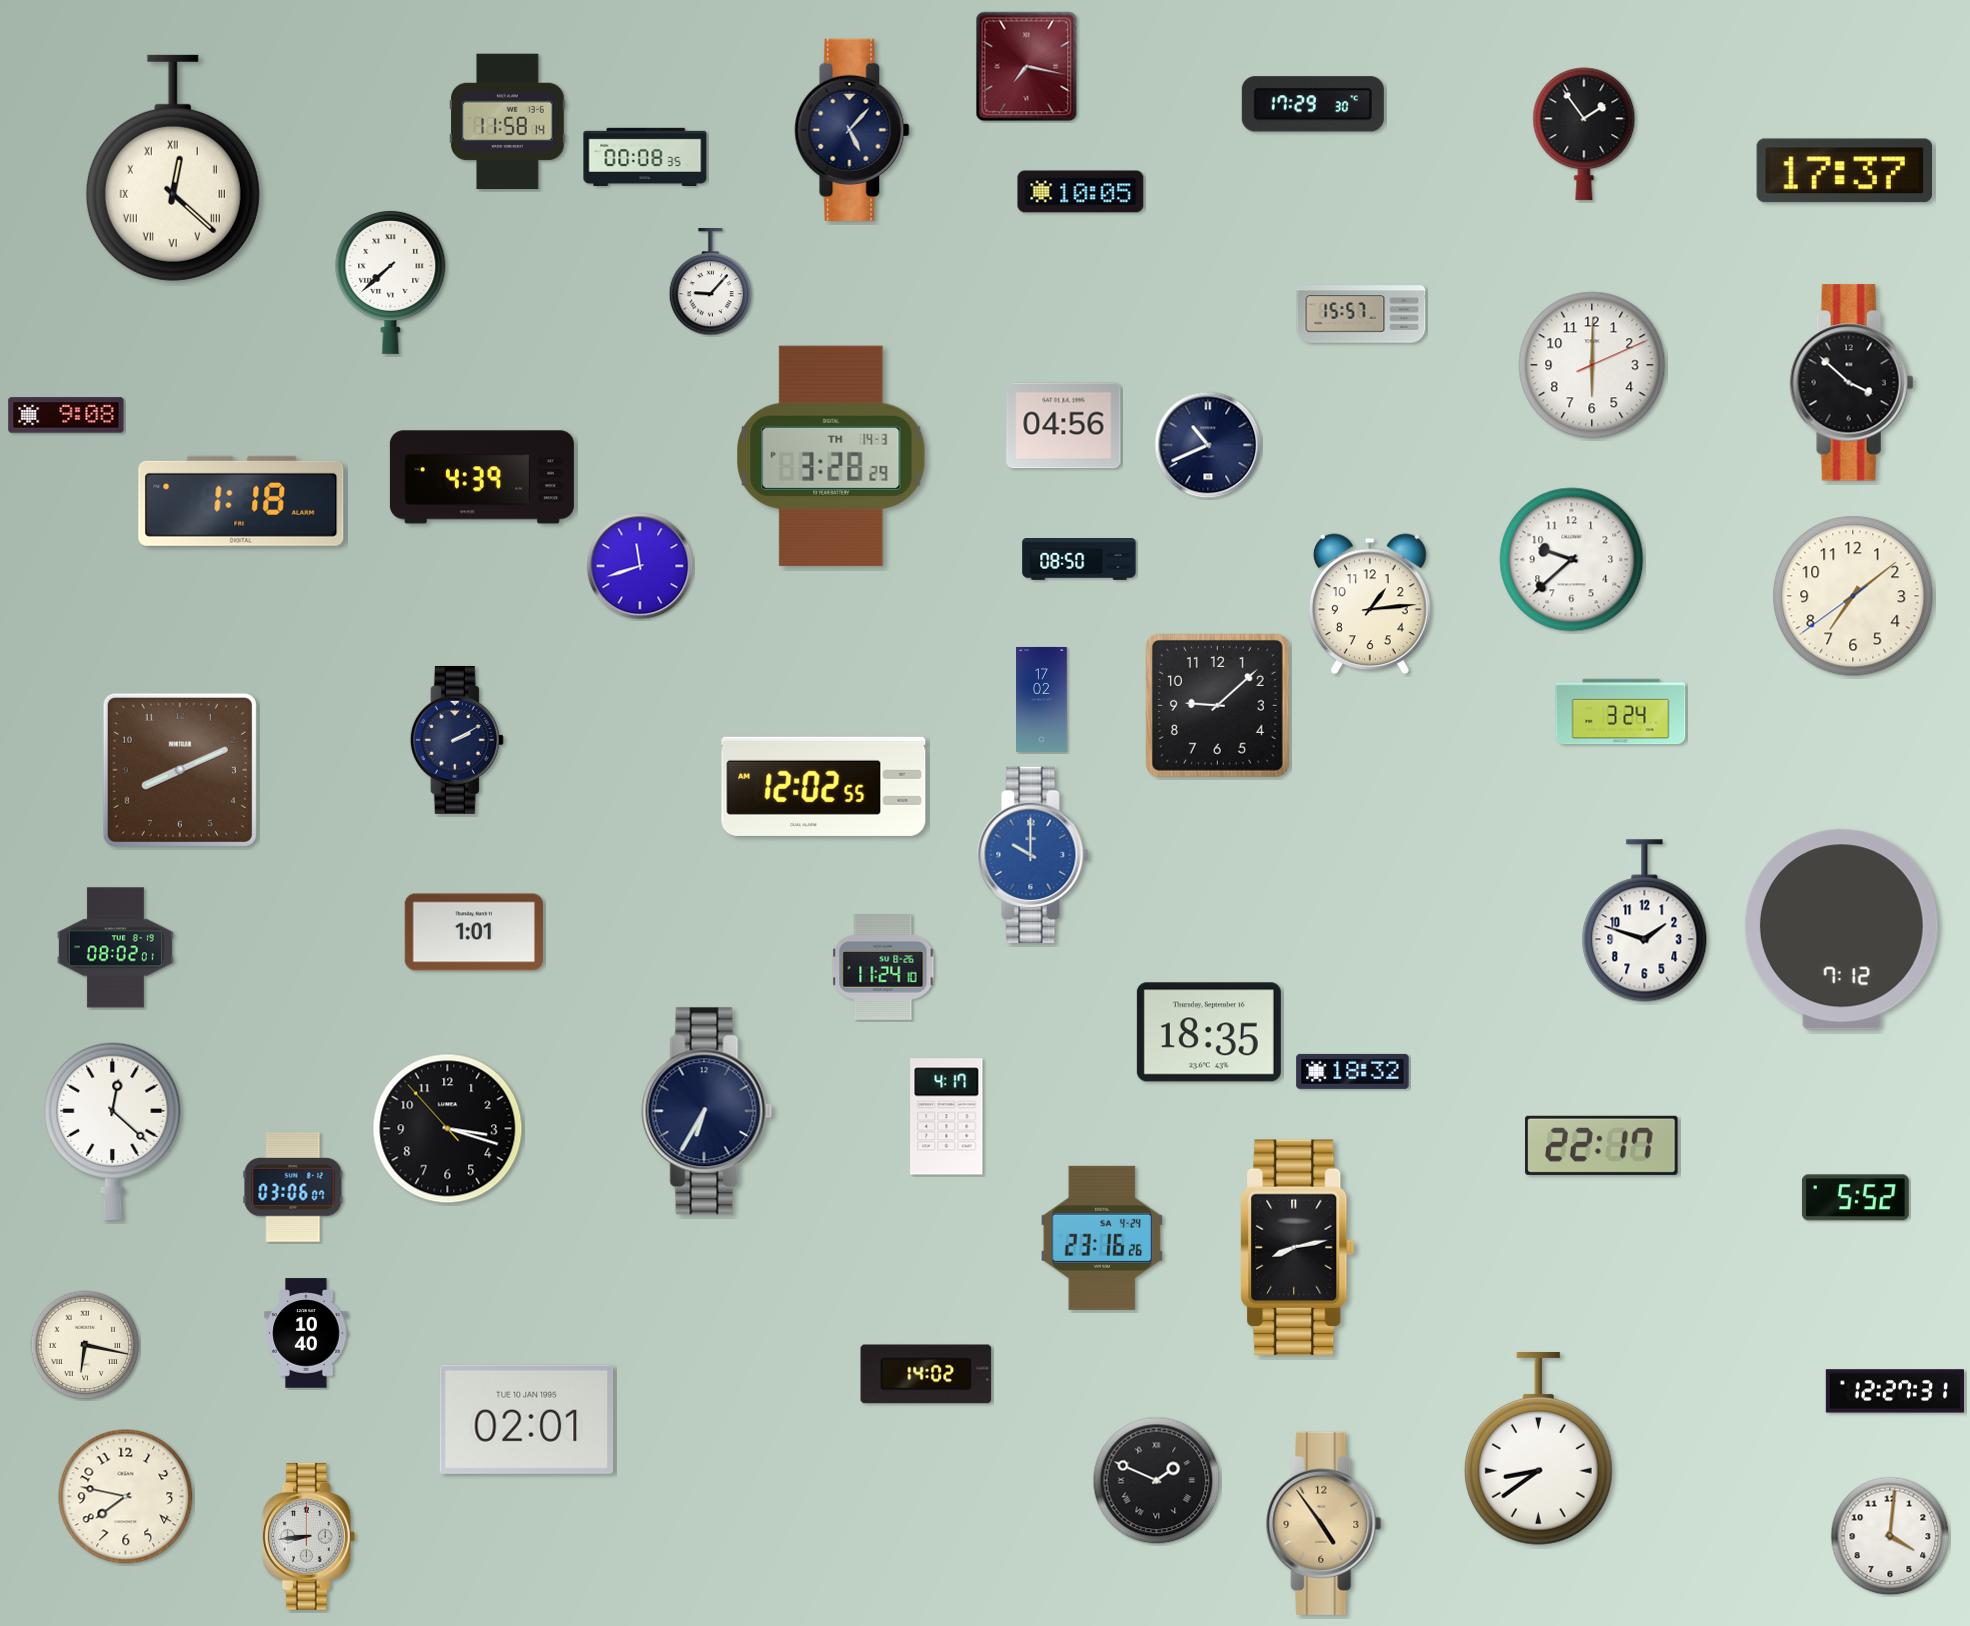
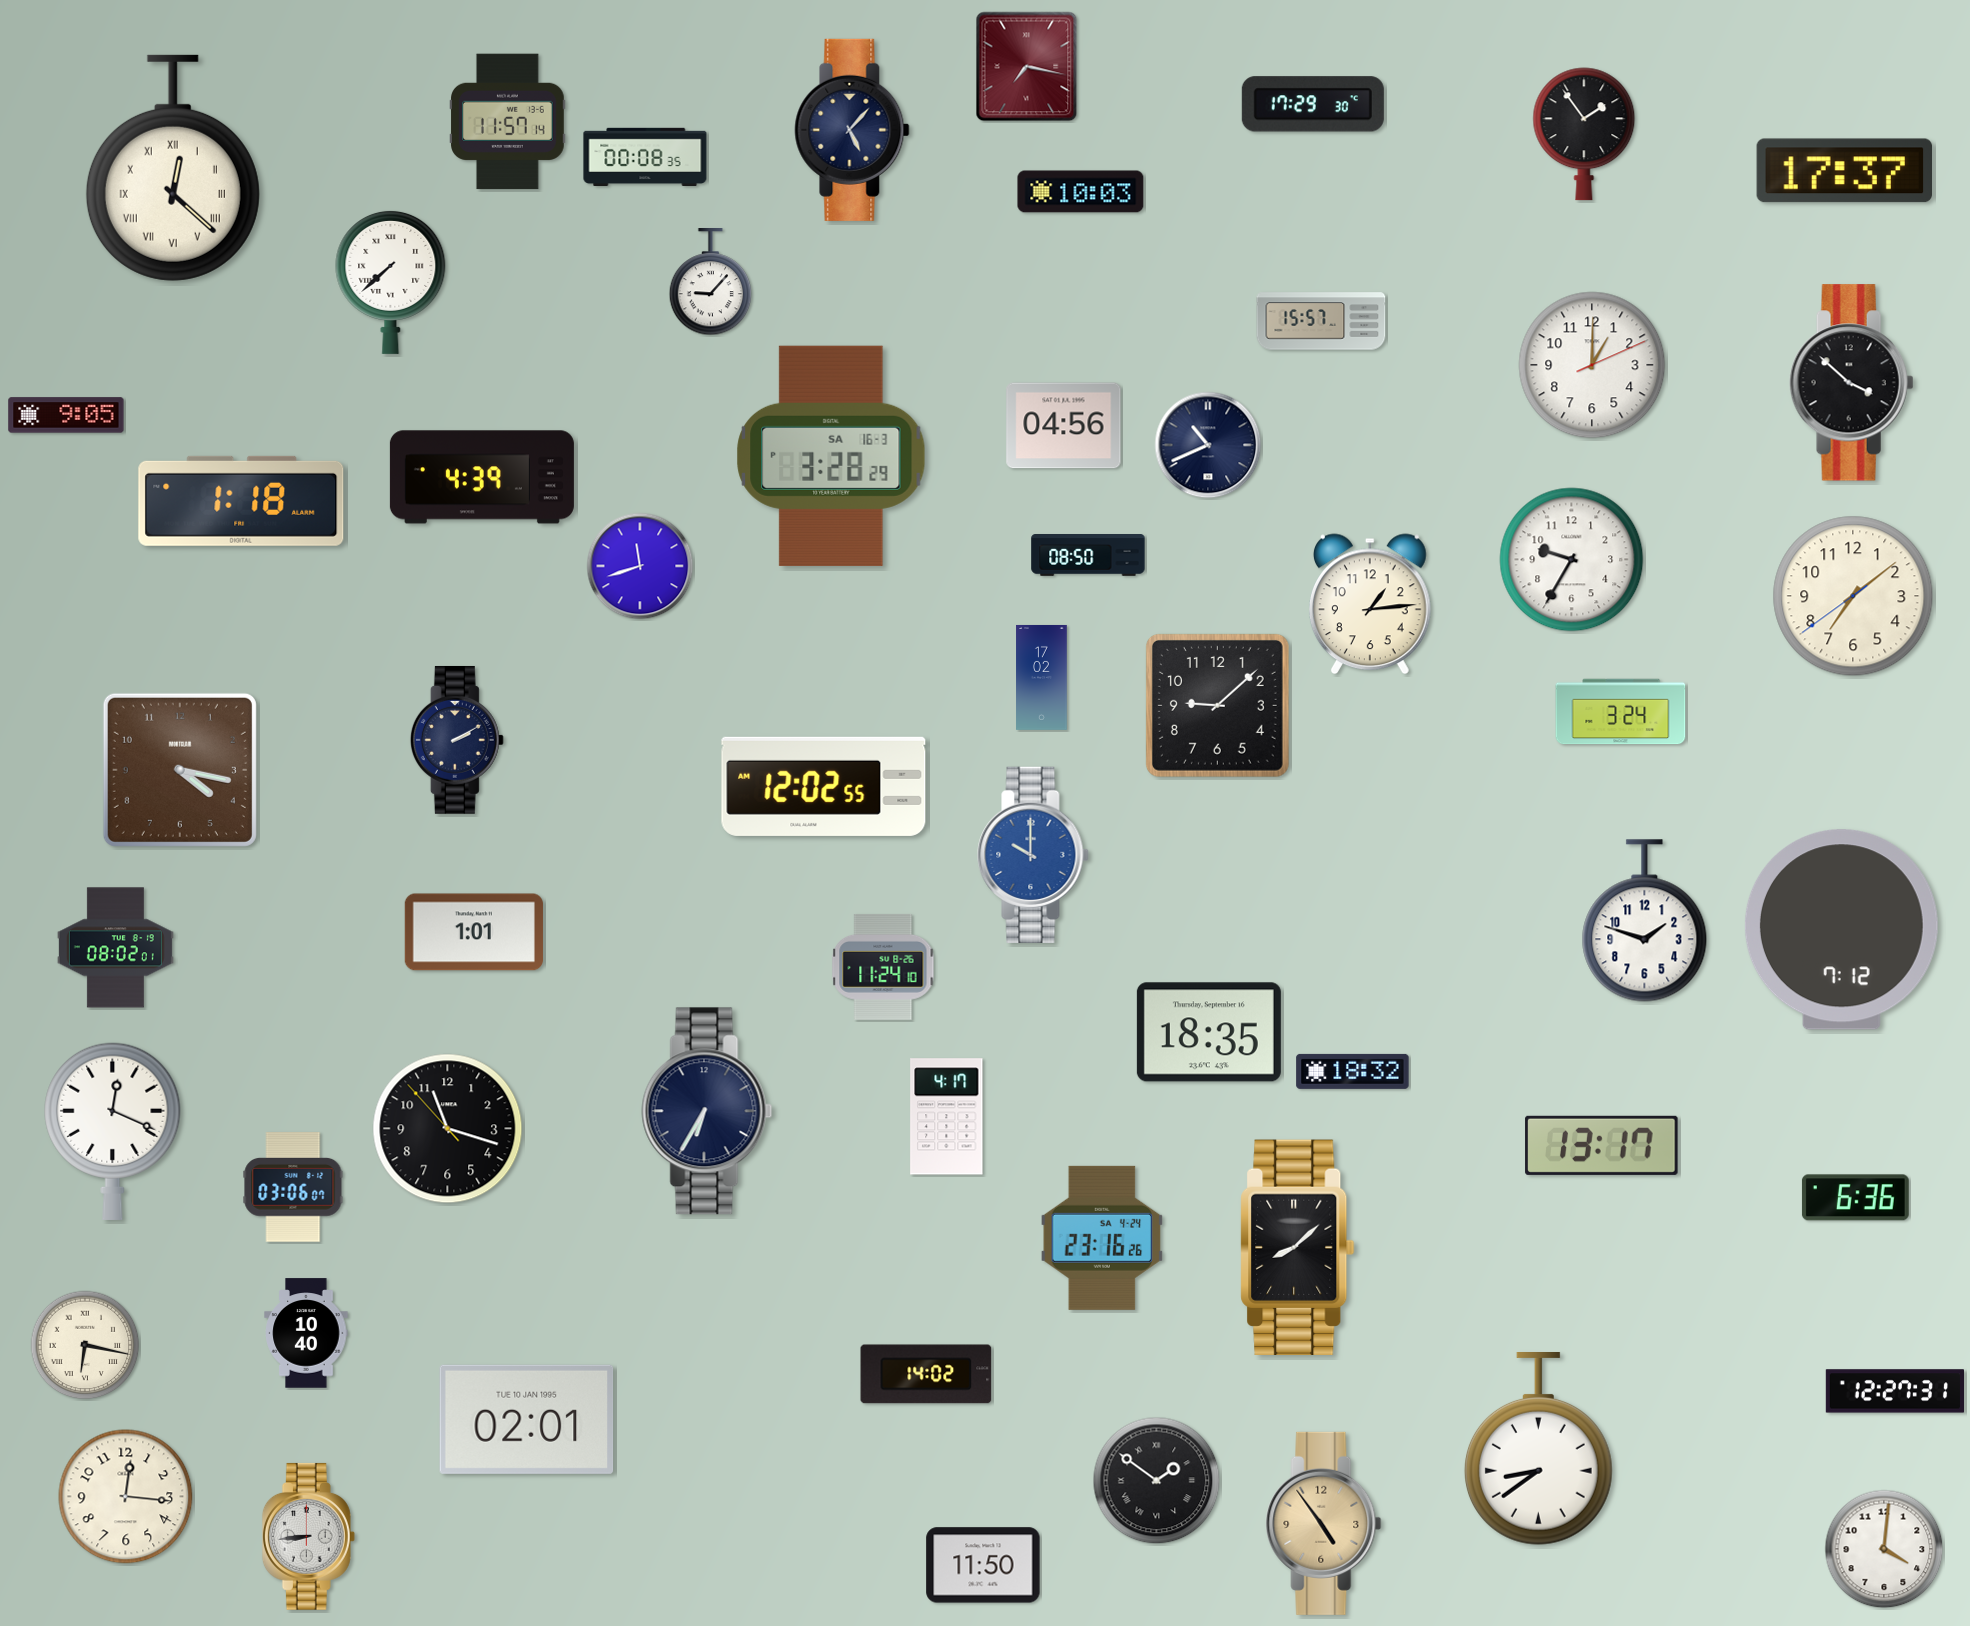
clock at (508, 122): 11:58 -> 11:57
clock at (1081, 192): 10:05 -> 10:03
clock at (1361, 314) position: (1361, 314) -> (1321, 321)
clock at (1592, 365): 6:00 -> 1:00
clock at (66, 415): 9:08 -> 9:05
clock at (831, 456) date: TH 14-3 -> SA 16-3
clock at (1079, 560) position: (1079, 560) -> (1088, 556)
clock at (1572, 560): 9:38 -> 9:35
clock at (1042, 700) position: (1042, 700) -> (1042, 678)
clock at (180, 770): 8:11 -> 4:17
clock at (448, 1129): 3:17 -> 11:17
clock at (113, 1131): 12:22 -> 12:19
clock at (1602, 1145): 22:17 -> 13:17
clock at (1855, 1198): 5:52 -> 6:36
clock at (1298, 1248): 8:13 -> 8:08
clock at (1157, 1481): 1:49 -> 1:51
clock at (126, 1497): 7:47 -> 12:16
clock at (1890, 1536) position: (1890, 1536) -> (1884, 1549)
clock at (983, 1565): none -> 11:50
